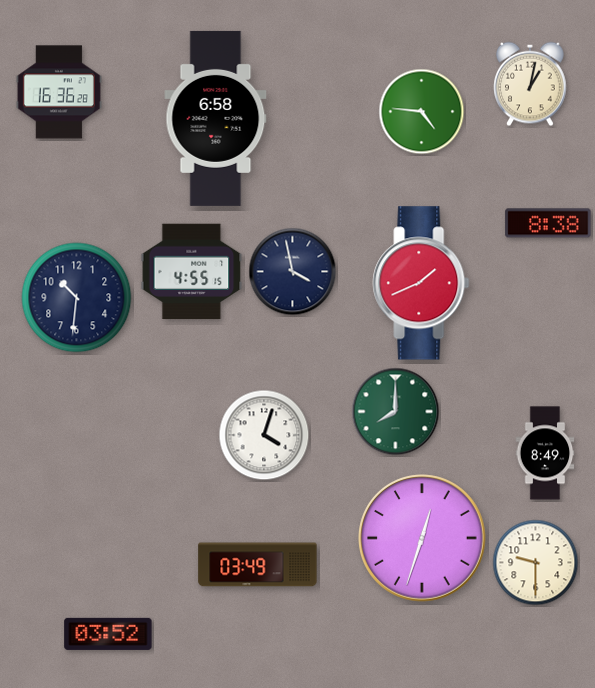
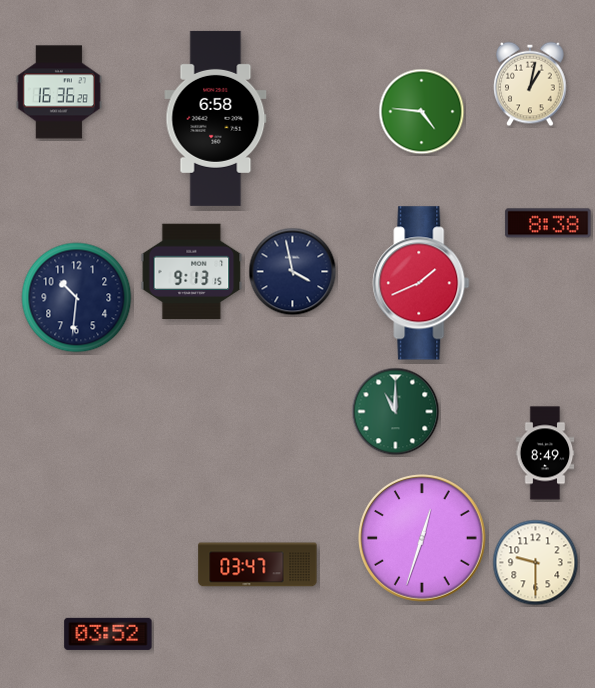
clock at (192, 272): 4:55 -> 9:13
clock at (396, 412): 8:00 -> 11:00
clock at (264, 435): 4:03 -> none
clock at (258, 565): 03:49 -> 03:47
